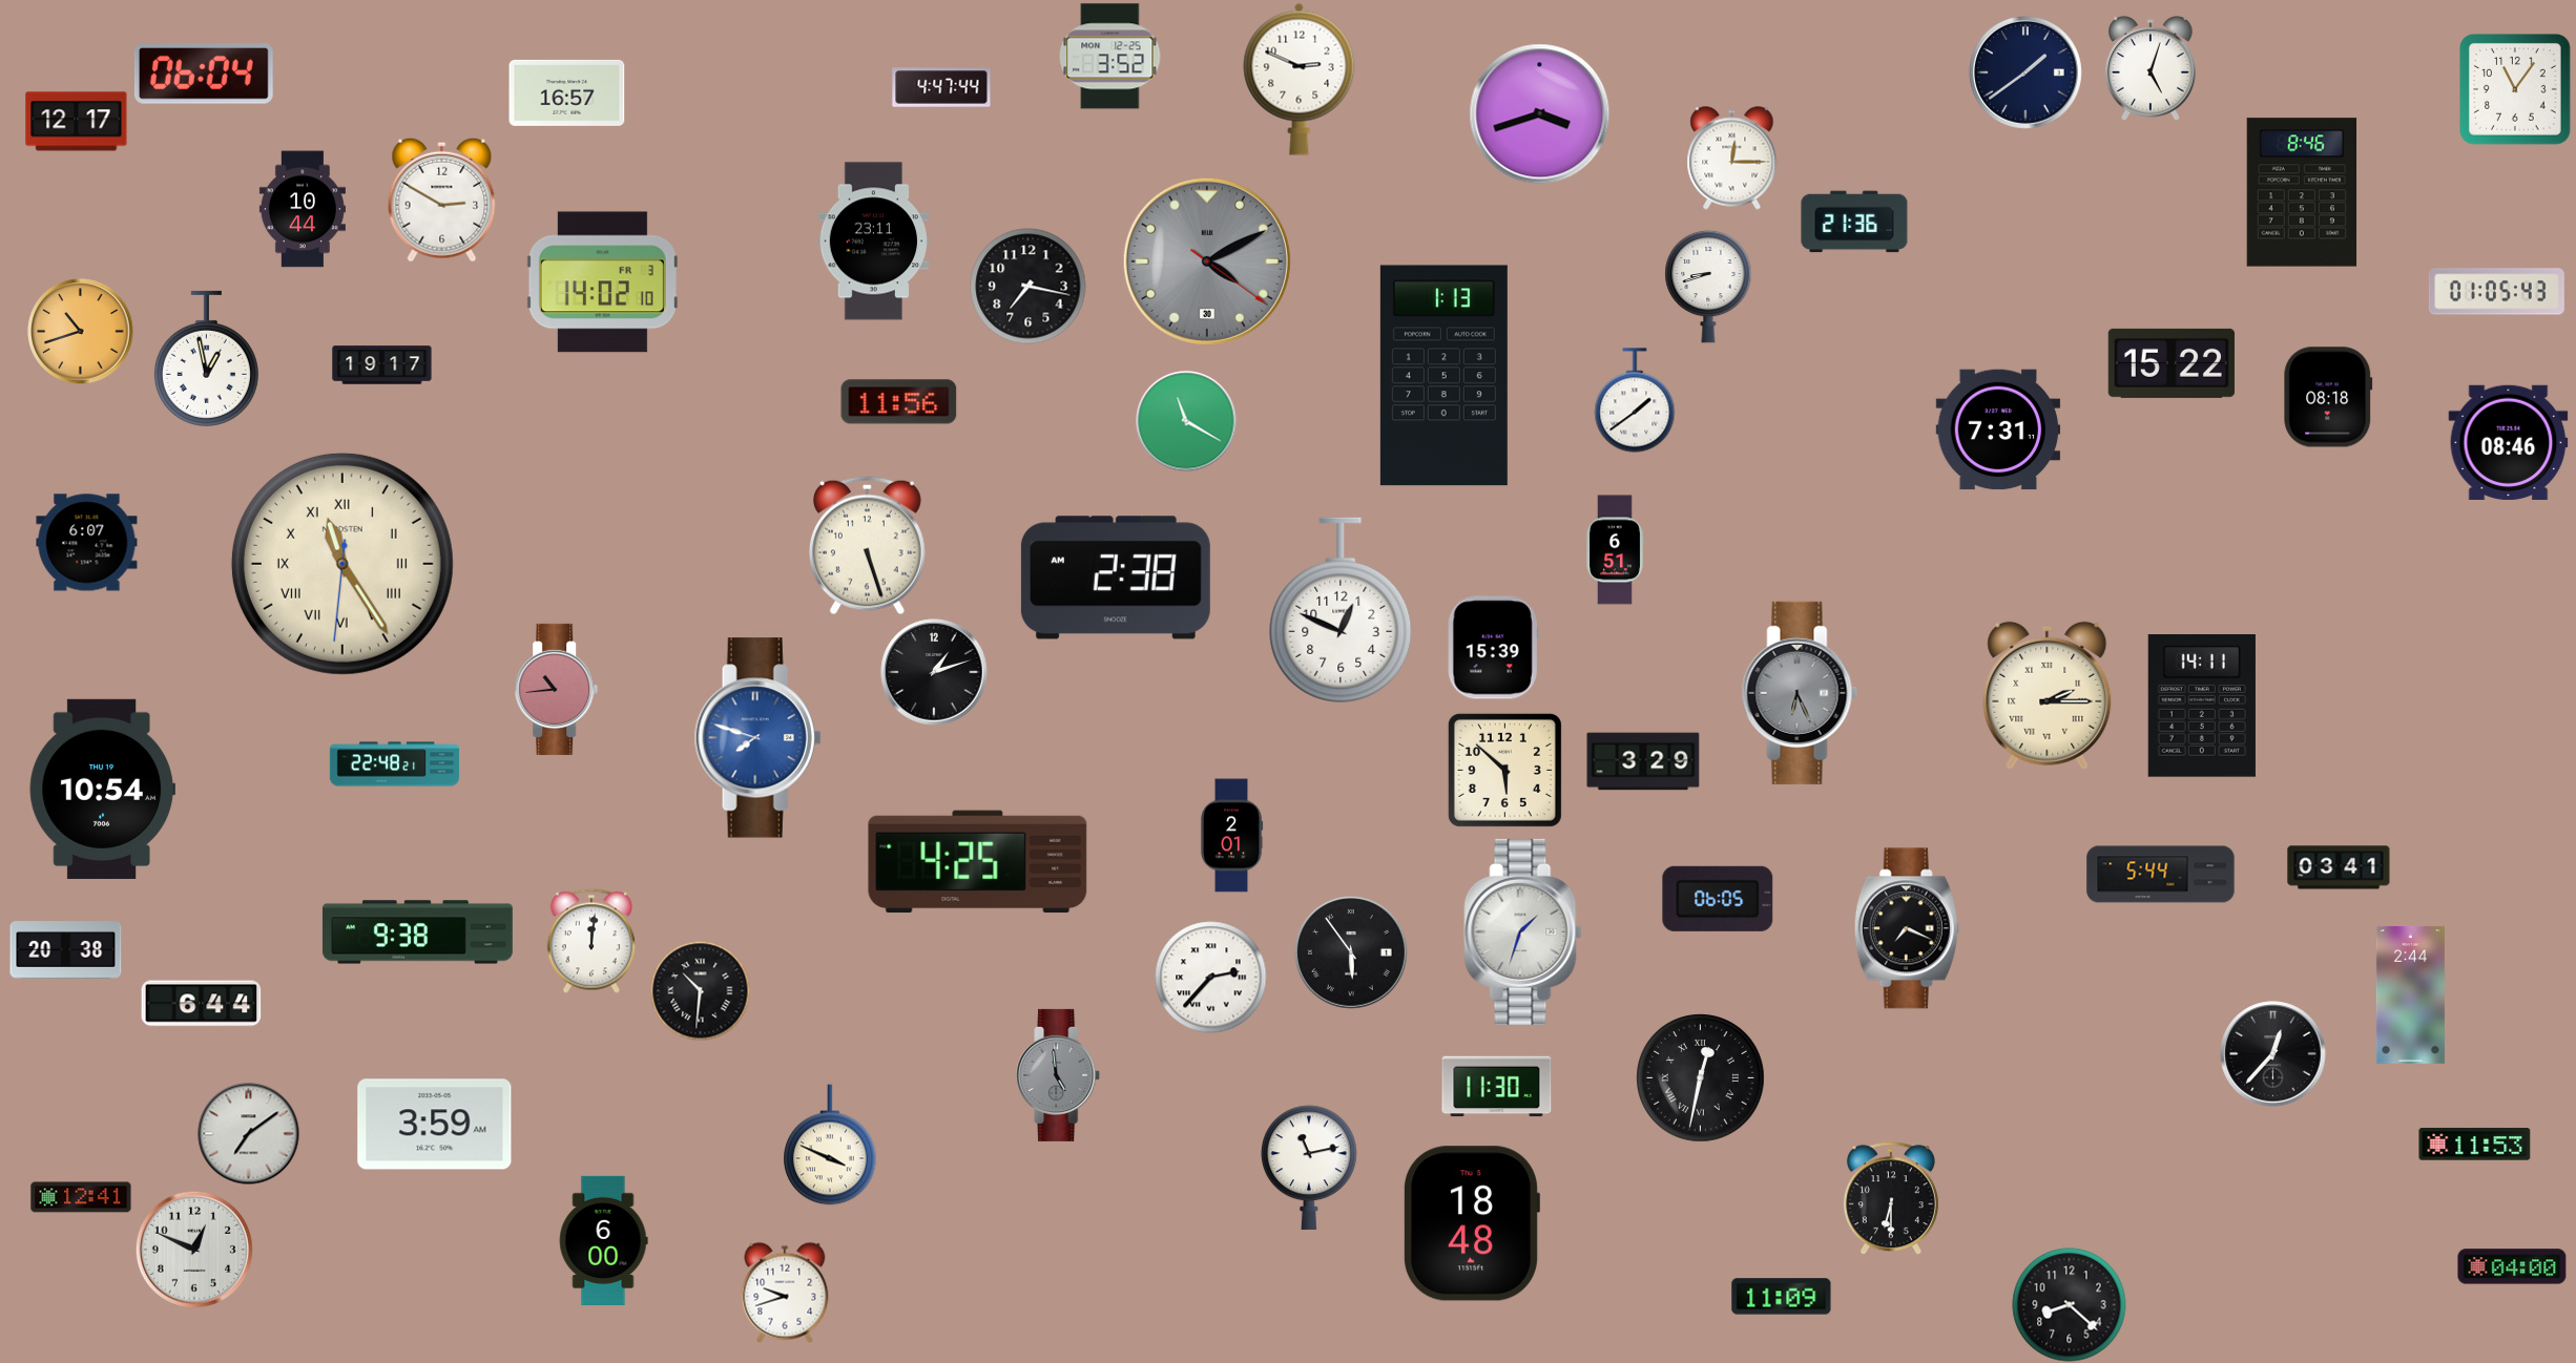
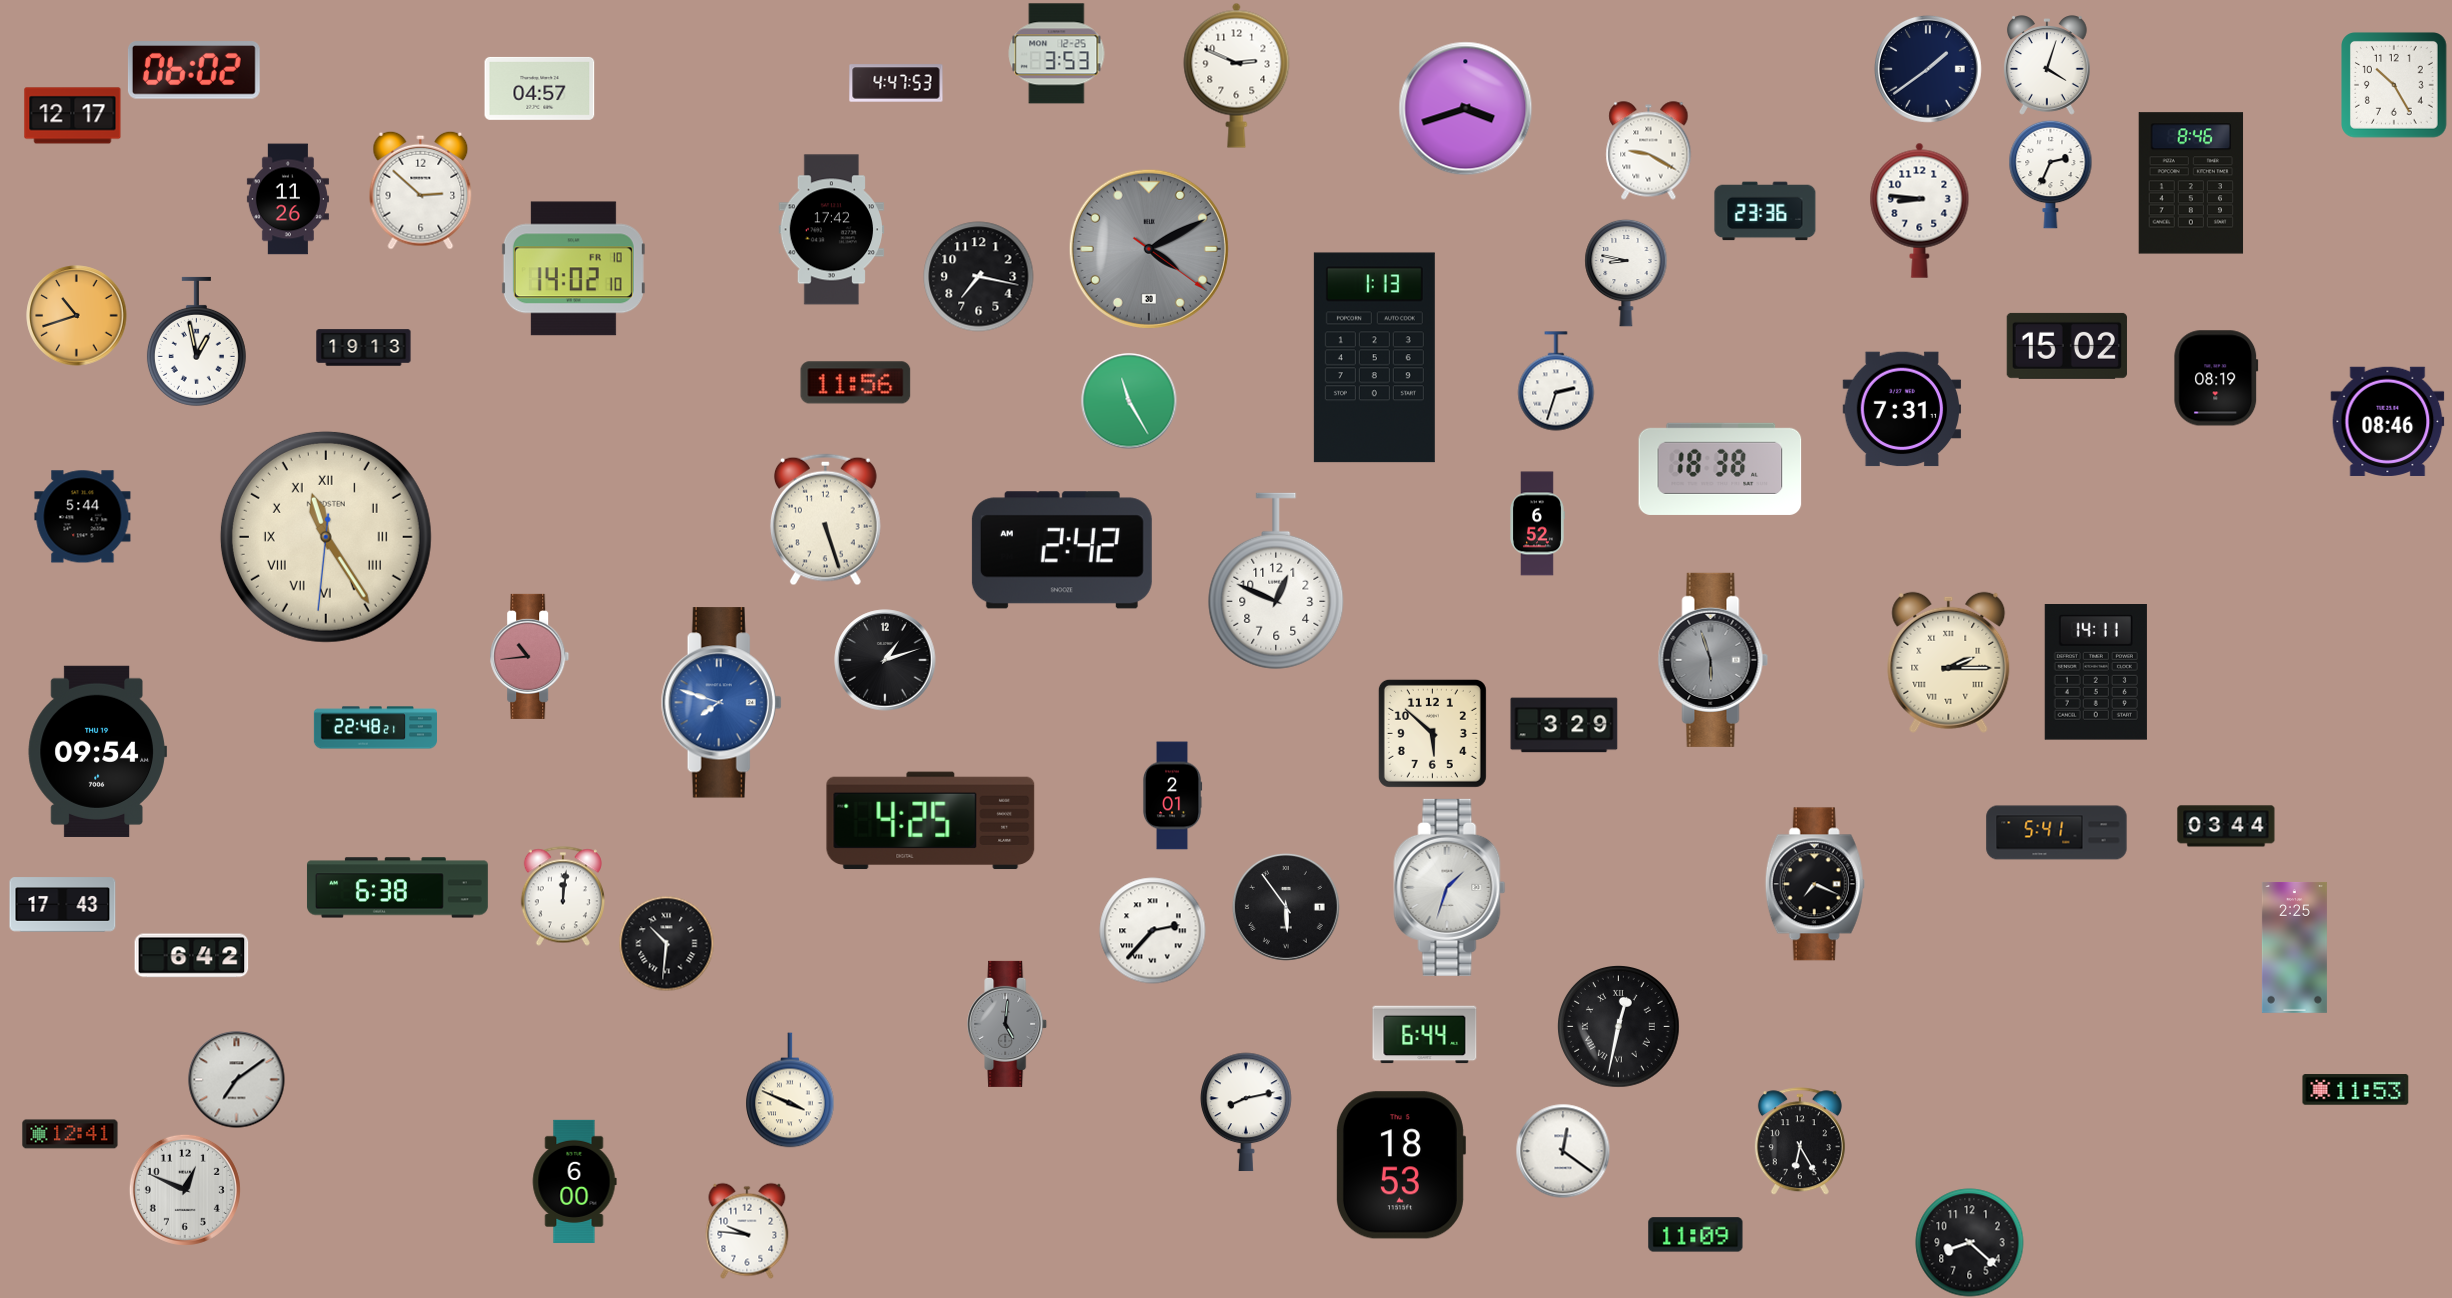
clock at (1110, 57): 3:52 -> 3:53
clock at (2151, 68): 5:03 -> 4:03
clock at (204, 74): 06:04 -> 06:02
clock at (941, 87): 4:47:44 -> 4:47:53
clock at (2516, 90): 11:06 -> 10:25
clock at (567, 92): 16:57 -> 04:57
clock at (1732, 159): 12:15 -> 9:20
clock at (2051, 174): none -> 2:34
clock at (442, 200): 2:50 -> 2:52
clock at (303, 209): 10:44 -> 11:26
clock at (1920, 210): none -> 8:46
clock at (1854, 222): 21:36 -> 23:36
clock at (874, 242): 23:11 -> 17:42
clock at (602, 282) date: FR 3 -> FR 10
clock at (1029, 287) position: (1029, 287) -> (979, 277)
clock at (1708, 287): 8:42 -> 8:47
clock at (2496, 292): 01:05 -> none
clock at (2172, 363): 15:22 -> 15:02
clock at (382, 365): 19:17 -> 19:13
clock at (2328, 397): 08:18 -> 08:19
clock at (1635, 400): 1:39 -> 2:33
clock at (1186, 421): 11:20 -> 11:25
clock at (1720, 469): none -> 18:38
clock at (87, 543): 6:07 -> 5:44
clock at (1615, 550): 6:51 -> 6:52
clock at (1116, 578): 2:38 -> 2:42
clock at (1493, 648): 15:39 -> none
clock at (934, 672) position: (934, 672) -> (885, 660)
clock at (1800, 693): 6:26 -> 5:57
clock at (102, 789): 10:54 -> 09:54
clock at (2339, 867): 03:41 -> 03:44
clock at (2161, 875): 5:44 -> 5:41
clock at (1718, 899): 06:05 -> none
clock at (417, 932): 9:38 -> 6:38
clock at (66, 950): 20:38 -> 17:43
clock at (2410, 995): 2:44 -> 2:25
clock at (202, 1004): 6:44 -> 6:42
clock at (2273, 1054): 12:37 -> none
clock at (1059, 1075): 4:59 -> 5:01
clock at (1497, 1087): 11:30 -> 6:44
clock at (435, 1125): 3:59 -> none
clock at (1310, 1168): 11:13 -> 8:13
clock at (81, 1197) position: (81, 1197) -> (70, 1134)
clock at (1891, 1198): 6:30 -> 6:25
clock at (1563, 1151): none -> 12:21
clock at (1471, 1223): 18:48 -> 18:53
clock at (2512, 1266): 04:00 -> none
clock at (785, 1293): 9:42 -> 9:46
